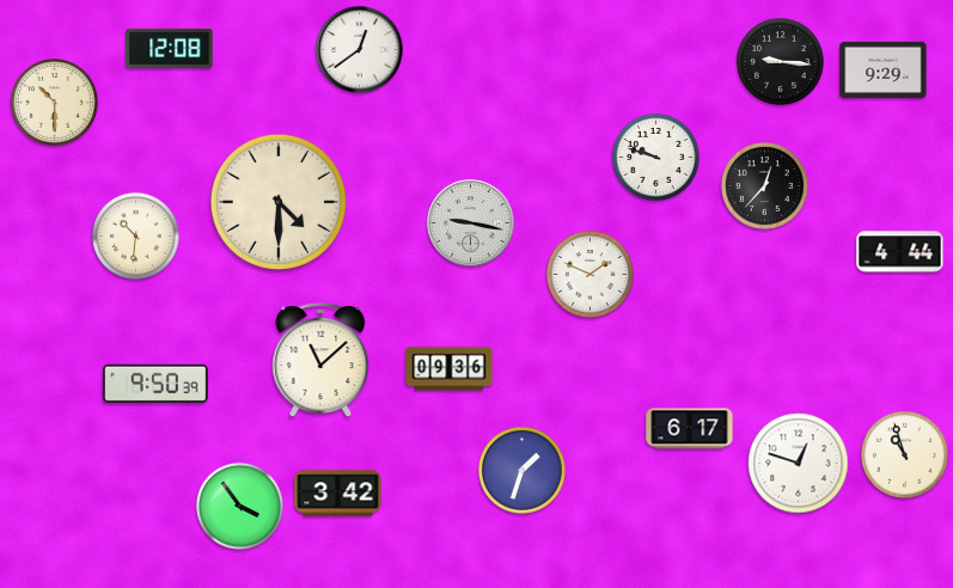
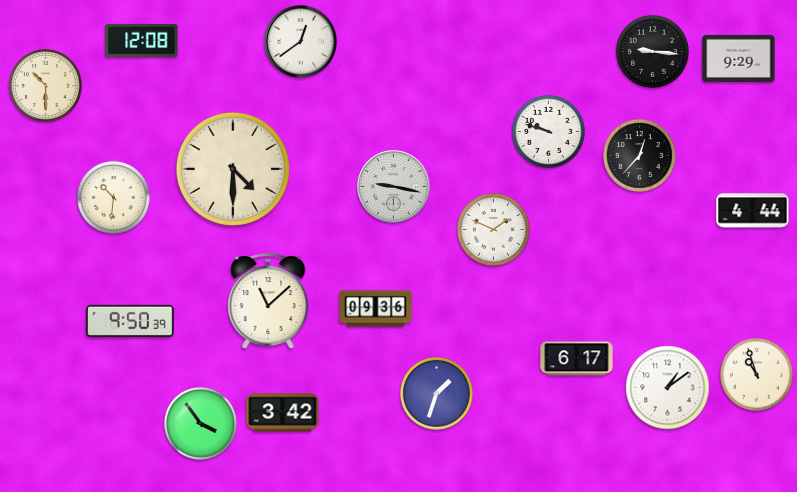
clock at (904, 454) position: (904, 454) -> (756, 374)
clock at (799, 464): 12:48 -> 1:09
